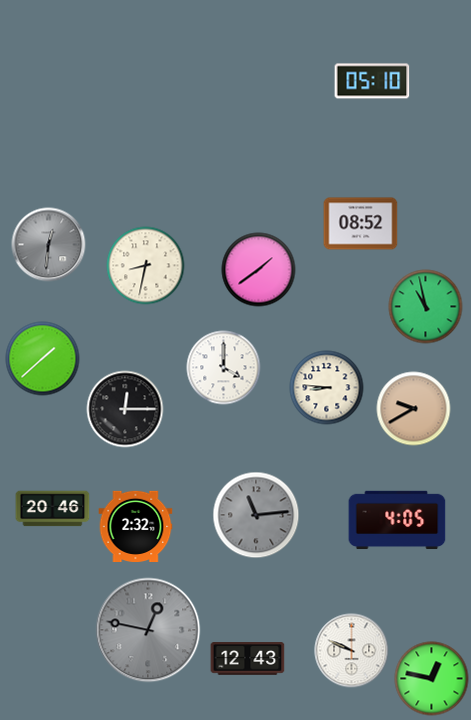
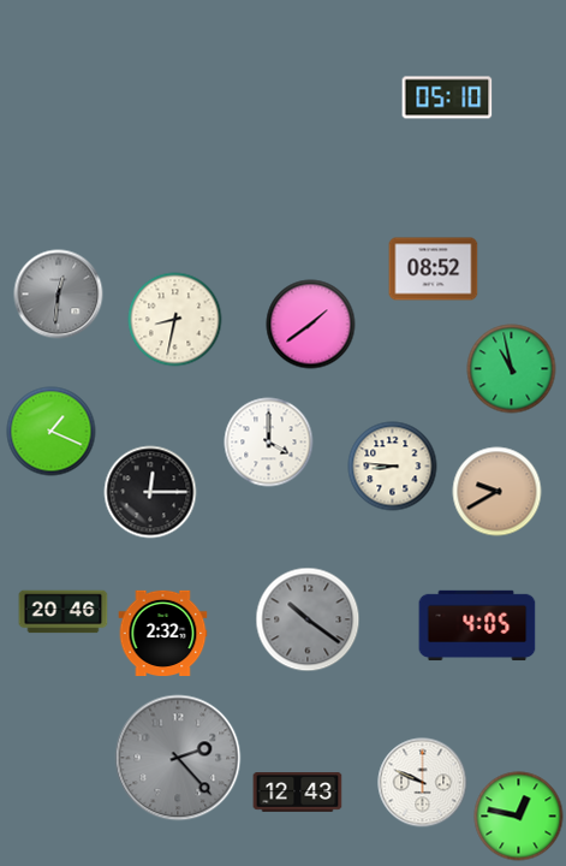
clock at (43, 359): 1:38 -> 1:19
clock at (256, 515): 11:14 -> 10:21
clock at (148, 630): 12:47 -> 2:23
